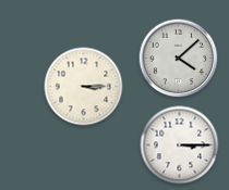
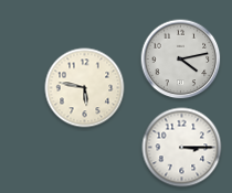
clock at (179, 59): 4:08 -> 4:13
clock at (84, 87): 3:15 -> 5:47
